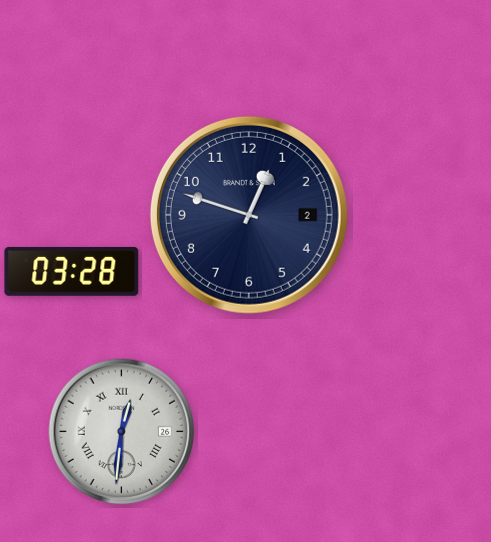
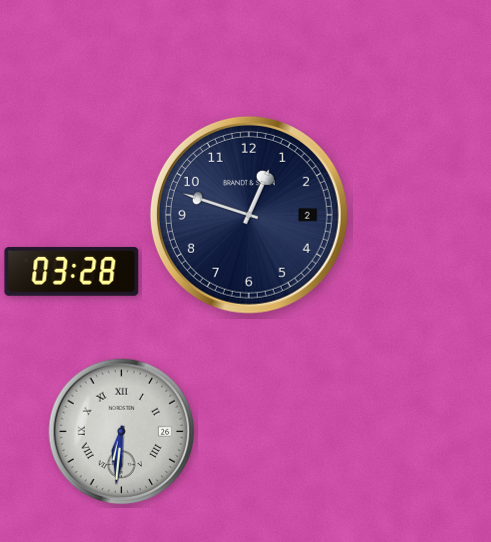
clock at (122, 432): 12:31 -> 6:31
